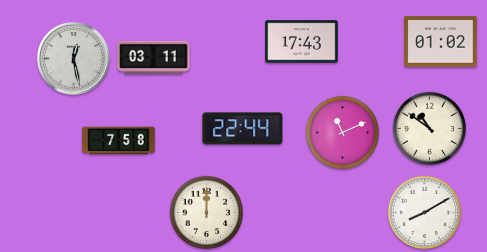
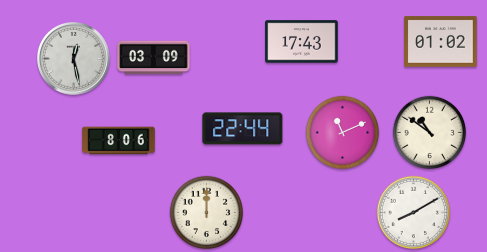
clock at (154, 58): 03:11 -> 03:09
clock at (430, 129) position: (430, 129) -> (430, 133)
clock at (119, 141): 7:58 -> 8:06
clock at (425, 213) position: (425, 213) -> (414, 213)
